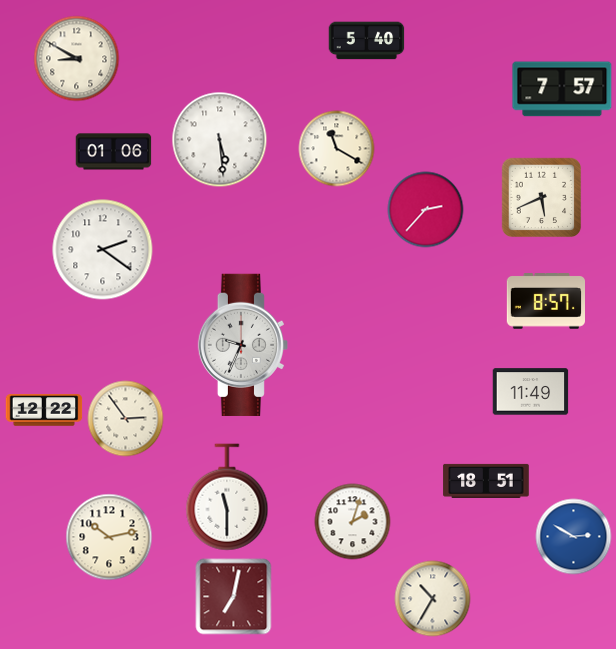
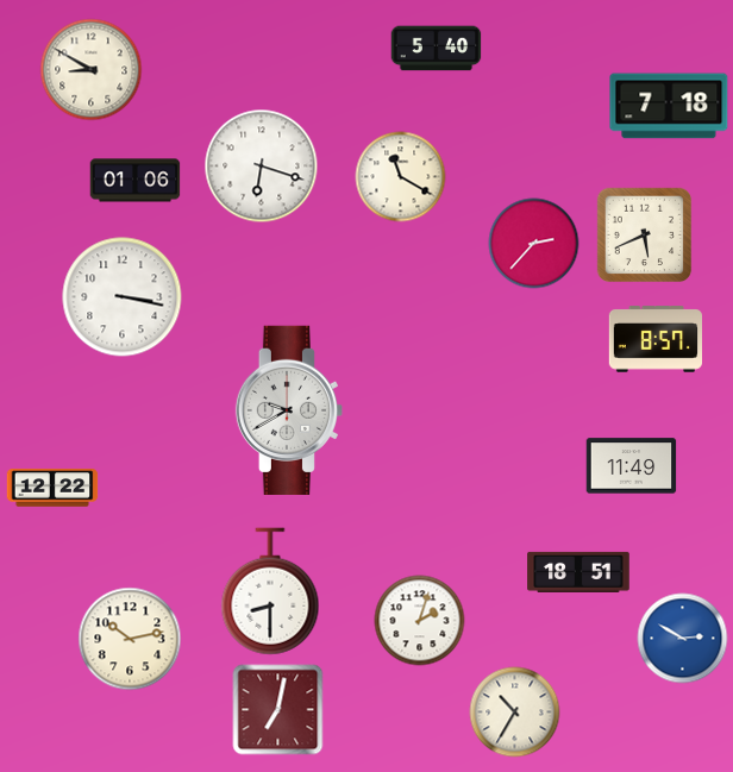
clock at (562, 89): 7:57 -> 7:18
clock at (220, 140): 5:29 -> 6:18
clock at (426, 210) position: (426, 210) -> (534, 244)
clock at (103, 250): 2:21 -> 3:17
clock at (545, 301) position: (545, 301) -> (654, 339)
clock at (242, 345): 9:34 -> 9:40
clock at (126, 419): 2:54 -> none
clock at (227, 497): 11:30 -> 8:30
